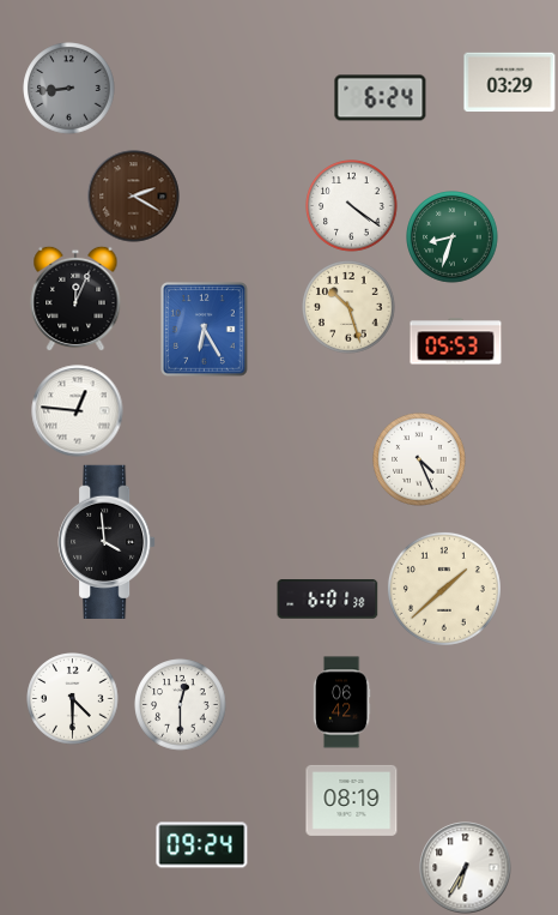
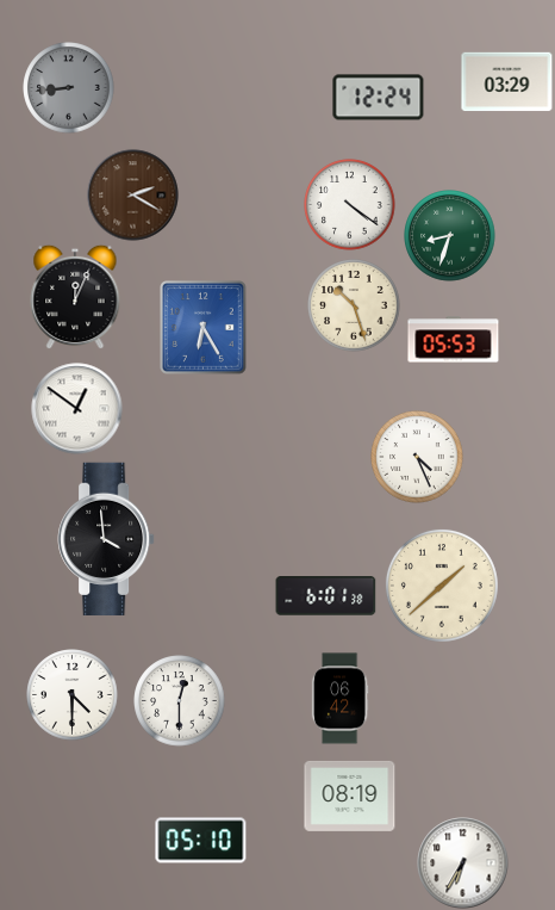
clock at (381, 98): 6:24 -> 12:24
clock at (348, 307) position: (348, 307) -> (354, 305)
clock at (78, 411): 12:46 -> 12:51
clock at (202, 845): 09:24 -> 05:10
